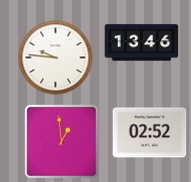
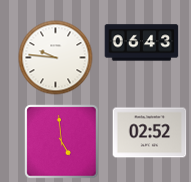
clock at (142, 43): 13:46 -> 06:43
clock at (62, 142): 12:59 -> 4:59
